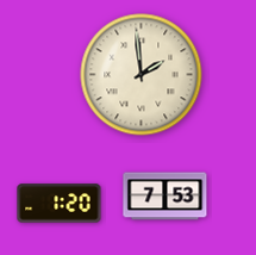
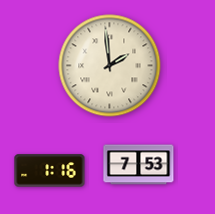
clock at (142, 75) position: (142, 75) -> (110, 66)
clock at (60, 204): 1:20 -> 1:16
